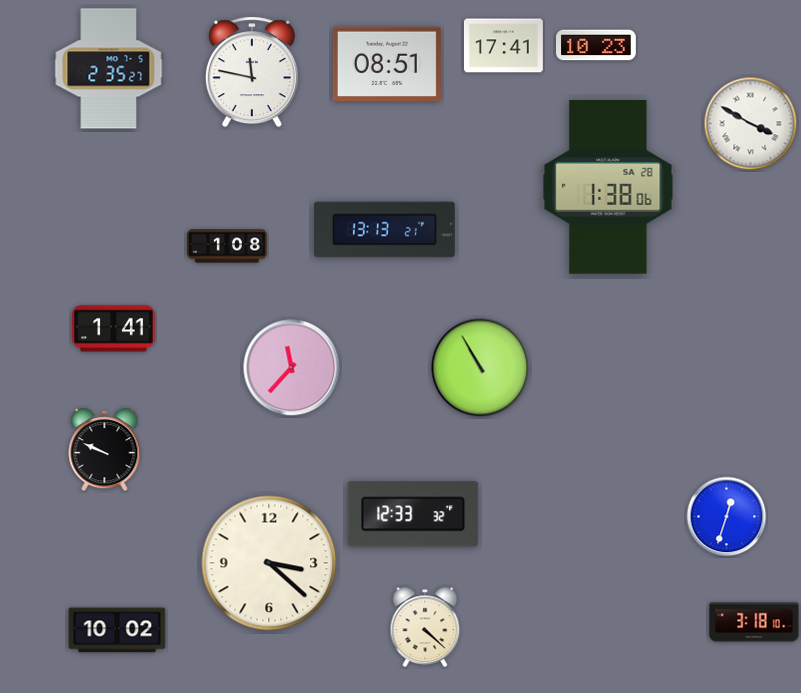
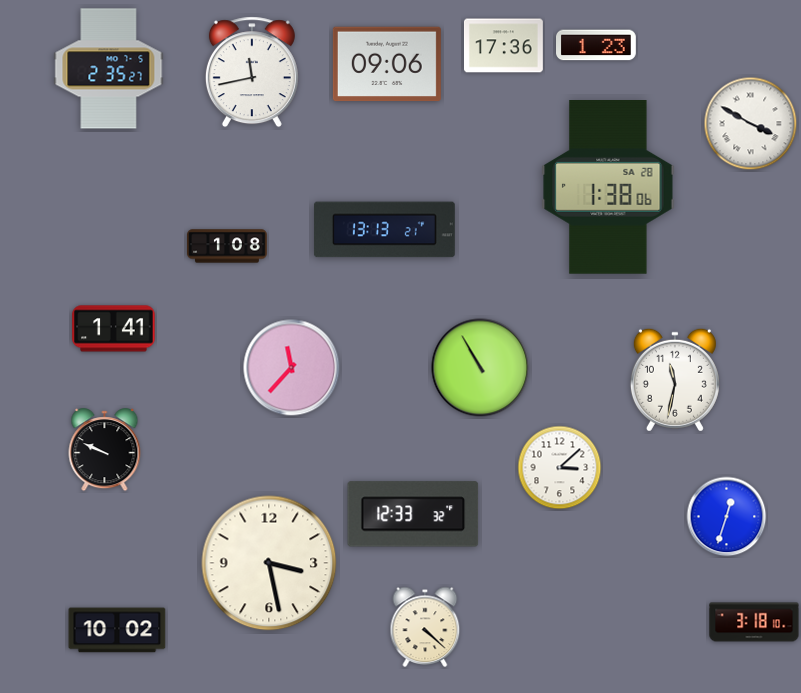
clock at (597, 45): 10:23 -> 1:23
clock at (503, 46): 17:41 -> 17:36
clock at (387, 64): 08:51 -> 09:06
clock at (252, 72): 11:47 -> 11:43
clock at (675, 380): none -> 11:32
clock at (560, 468): none -> 3:08
clock at (269, 563): 3:22 -> 3:28
